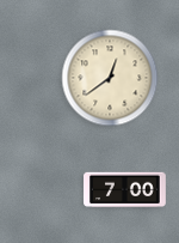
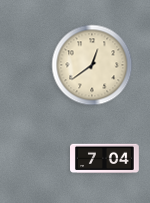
clock at (125, 190): 7:00 -> 7:04
